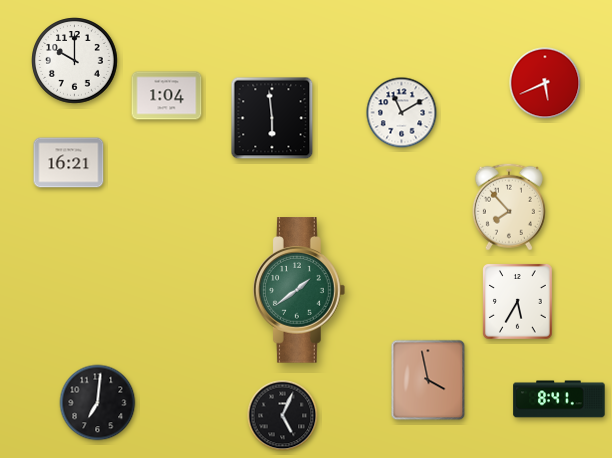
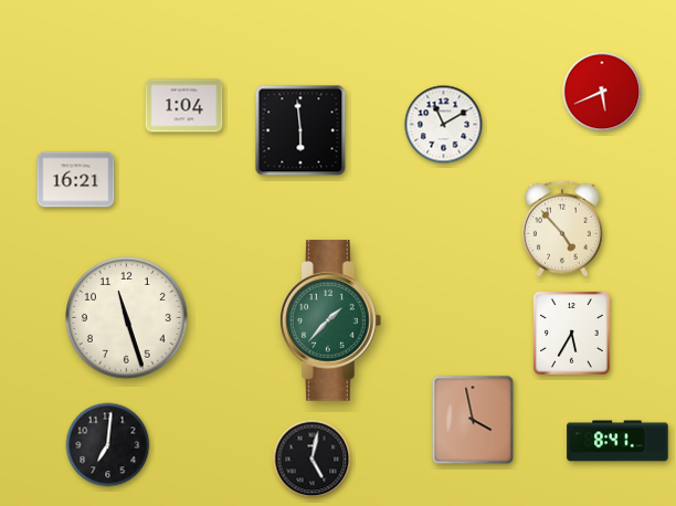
clock at (75, 61): 10:00 -> none
clock at (509, 207): 7:53 -> 4:53
clock at (127, 318): none -> 11:27
clock at (299, 290): 1:39 -> 1:37
clock at (283, 416): 5:04 -> 5:02
